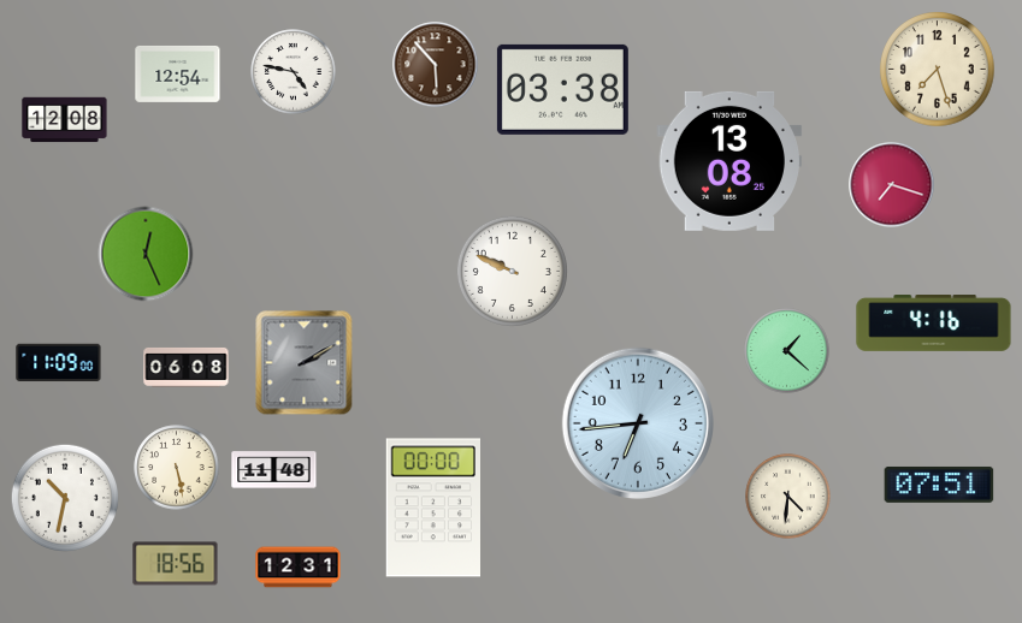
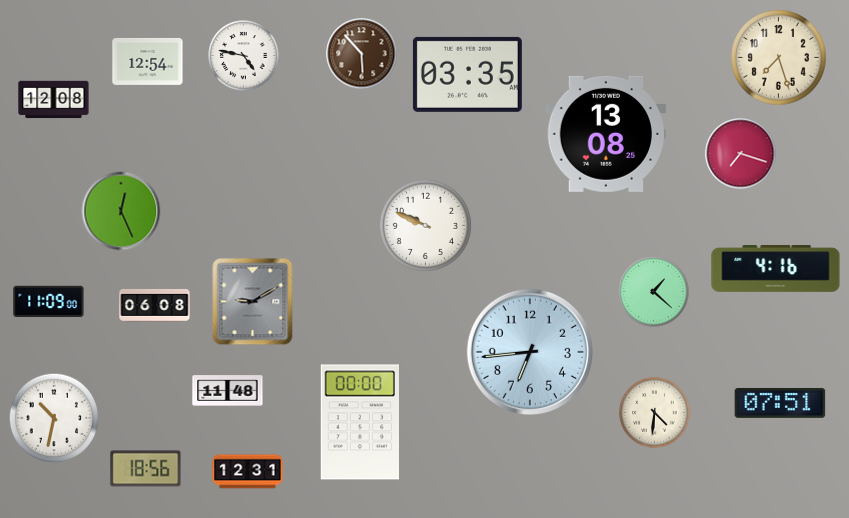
clock at (294, 72) position: (294, 72) -> (244, 56)
clock at (562, 89): 03:38 -> 03:35
clock at (305, 363): 2:10 -> 9:10
clock at (177, 468): 5:28 -> none
clock at (65, 498) position: (65, 498) -> (54, 418)
